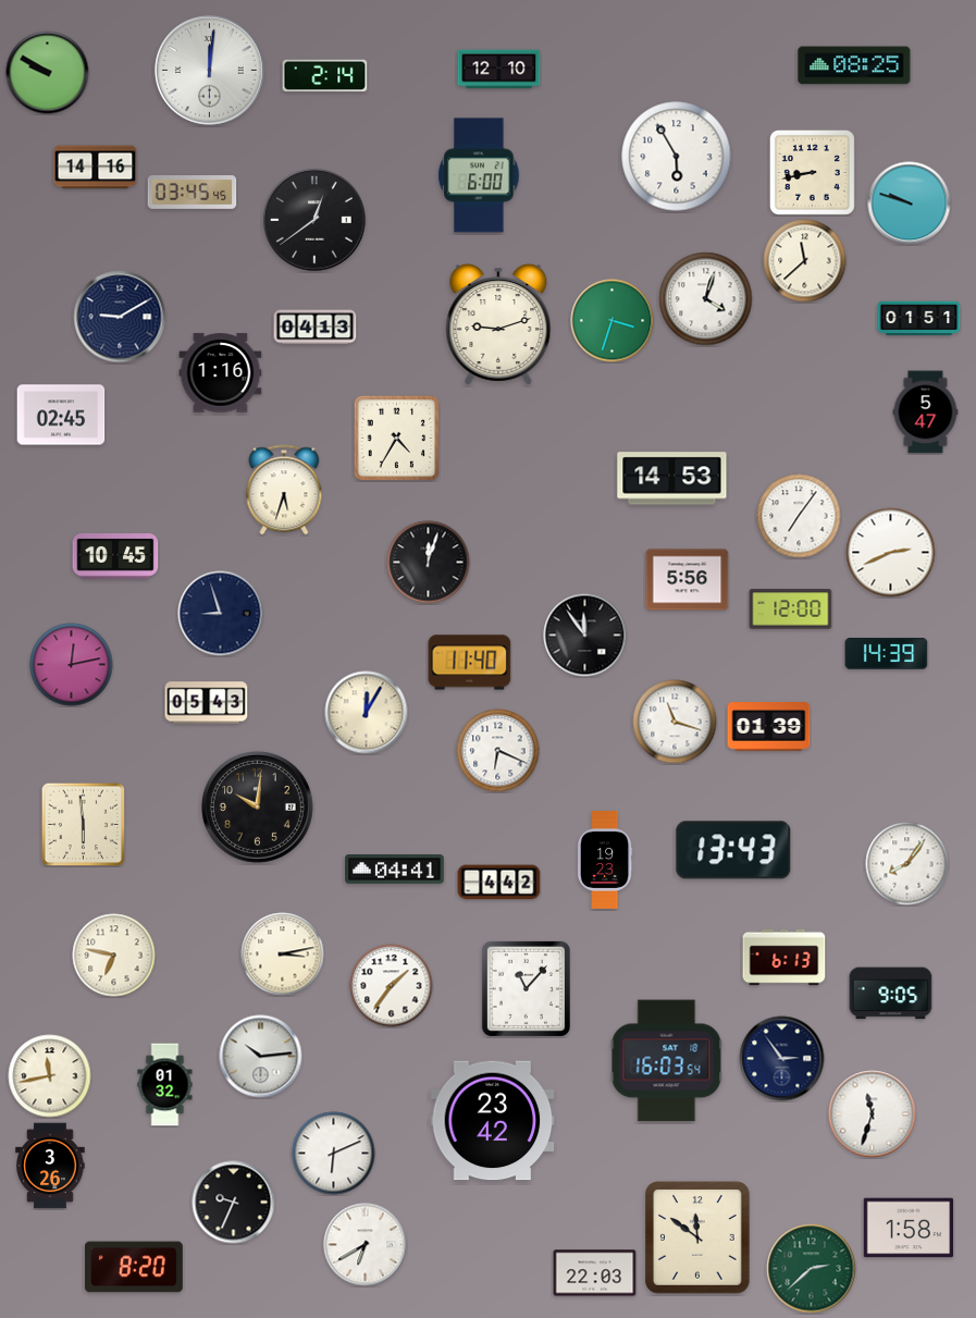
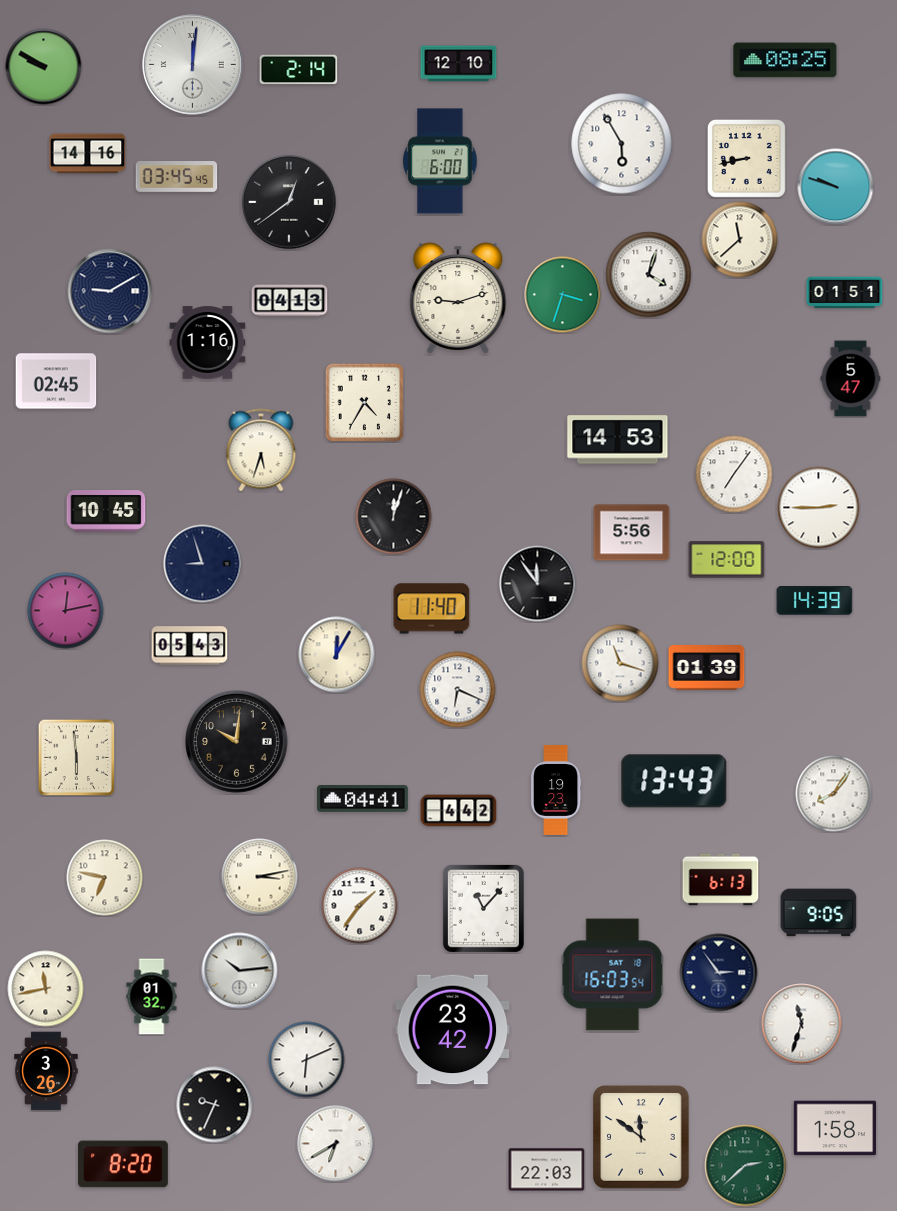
clock at (221, 373) position: (221, 373) -> (208, 343)
clock at (891, 553): 2:41 -> 2:45
